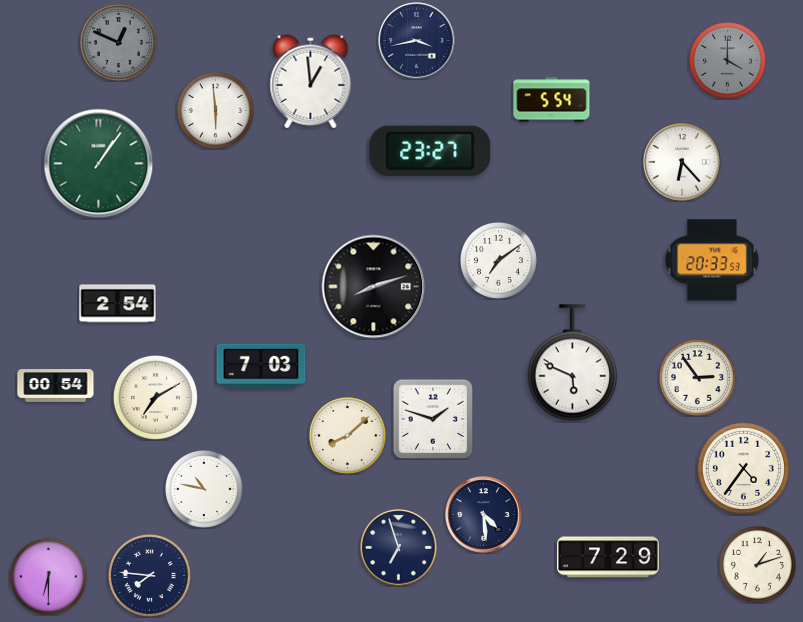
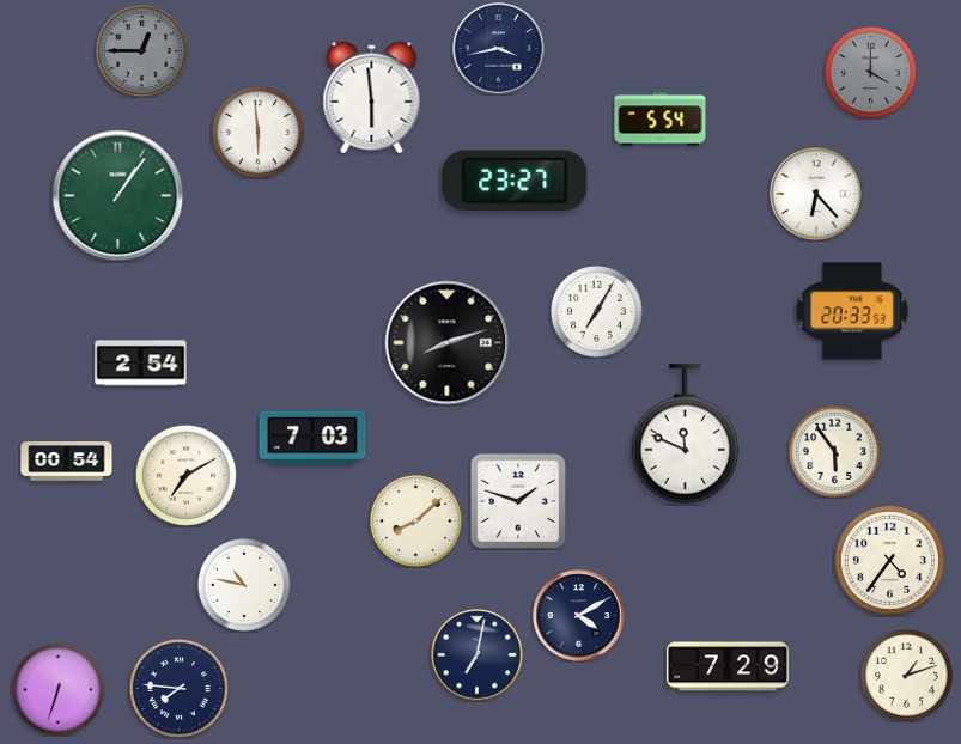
clock at (118, 42): 12:49 -> 12:45
clock at (311, 82): 12:59 -> 5:59
clock at (498, 260): 7:09 -> 7:05
clock at (573, 363): 5:49 -> 11:49
clock at (697, 377): 2:54 -> 5:54
clock at (484, 515): 4:29 -> 4:10
clock at (399, 548): 6:57 -> 7:02
clock at (48, 576): 6:30 -> 6:33
